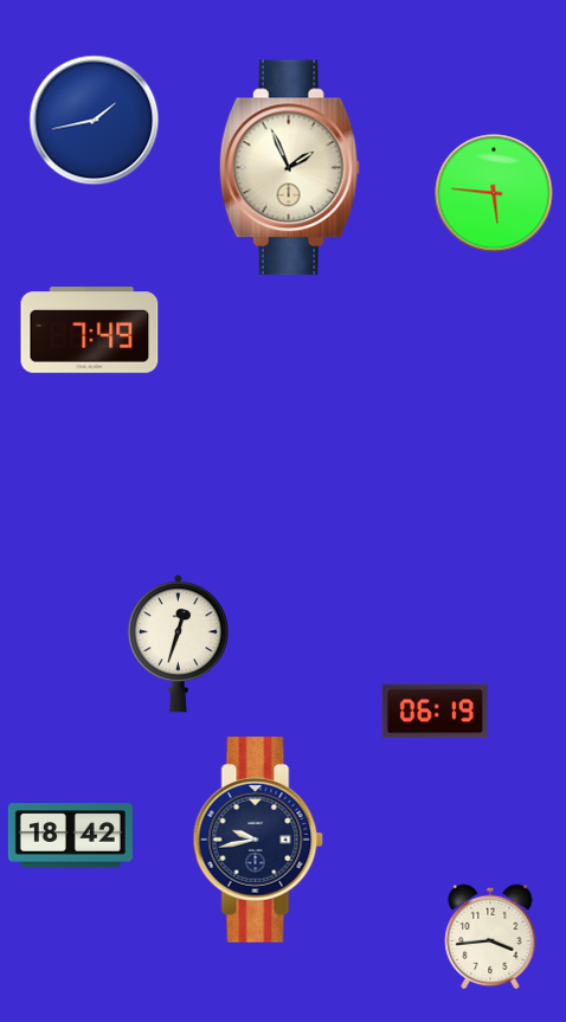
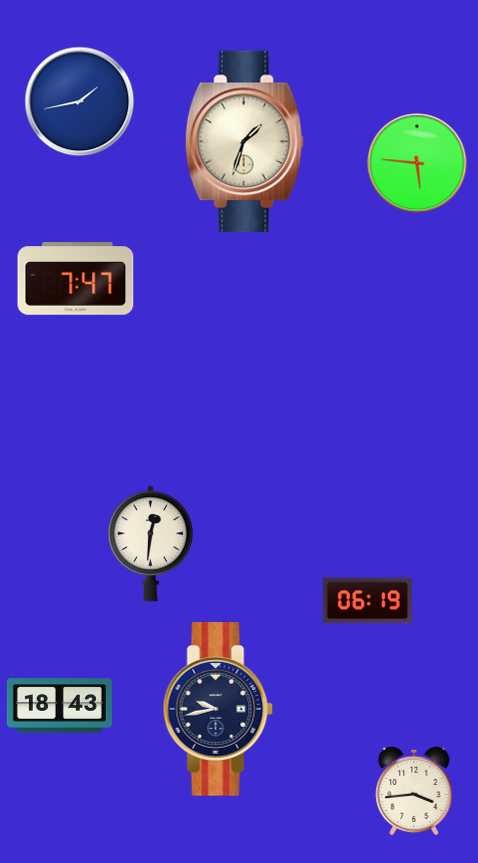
clock at (289, 168): 1:56 -> 1:33
clock at (90, 330): 7:49 -> 7:47
clock at (178, 644): 12:33 -> 12:31
clock at (70, 836): 18:42 -> 18:43
